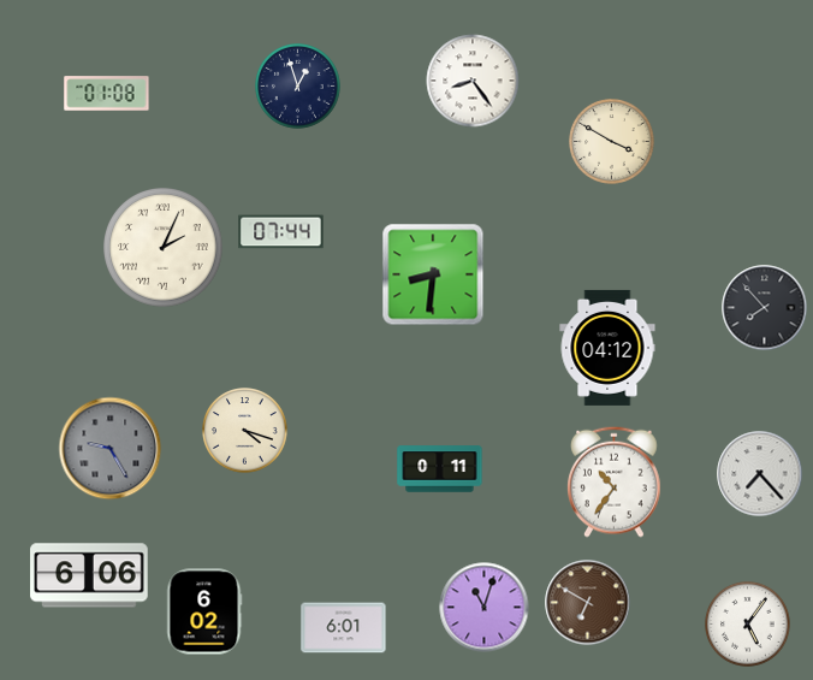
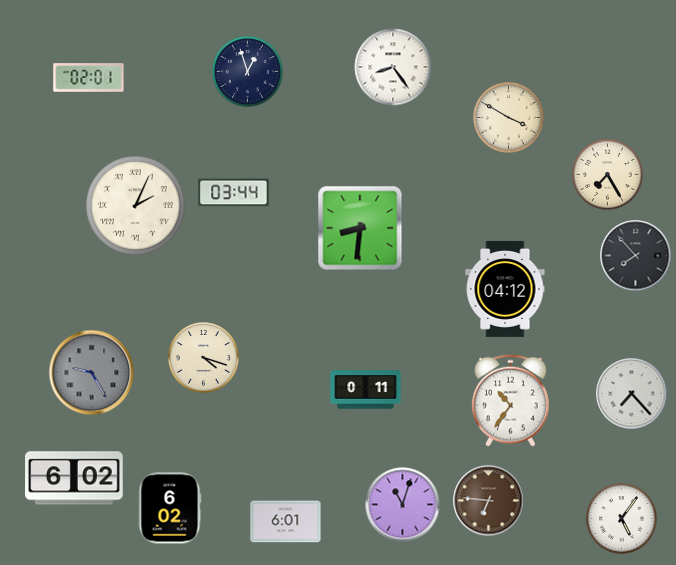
clock at (107, 94): 01:08 -> 02:01
clock at (608, 175): none -> 7:25
clock at (281, 232): 07:44 -> 03:44
clock at (89, 575): 6:06 -> 6:02
clock at (588, 603): 6:50 -> 6:46
